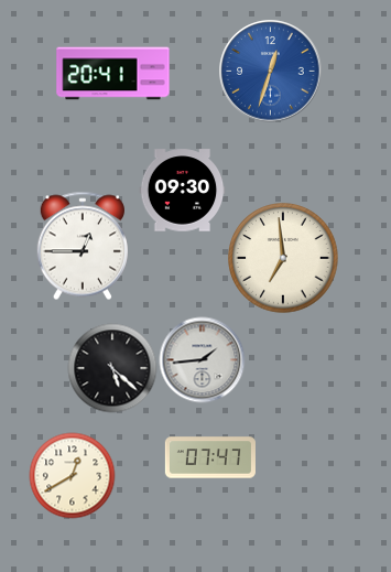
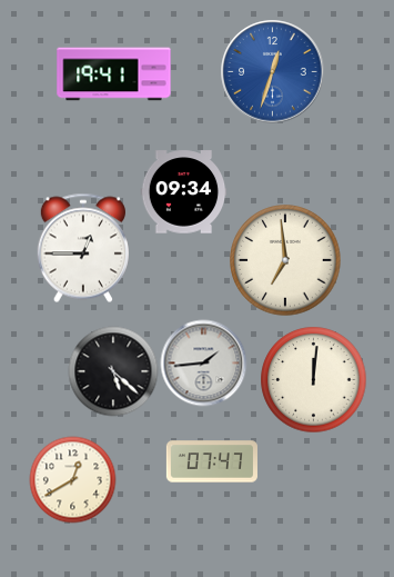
clock at (113, 74): 20:41 -> 19:41
clock at (182, 191): 09:30 -> 09:34
clock at (313, 379): none -> 12:01
